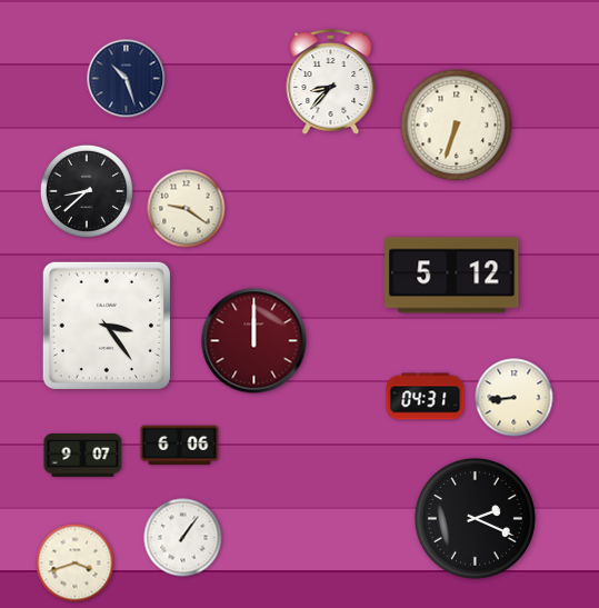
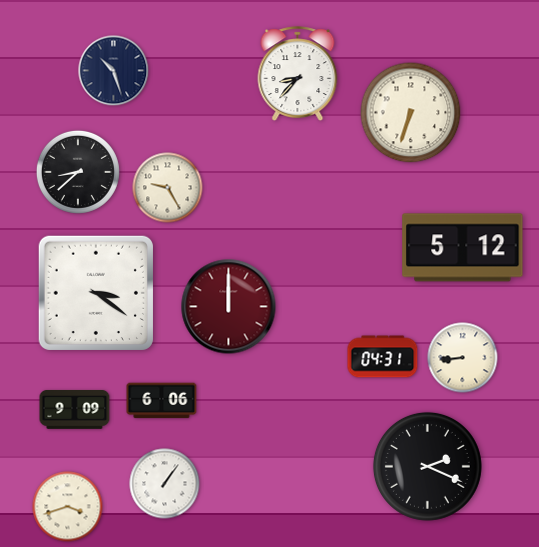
clock at (187, 209): 9:21 -> 9:25
clock at (452, 276) position: (452, 276) -> (463, 248)
clock at (107, 326): 3:24 -> 3:21
clock at (83, 456): 9:07 -> 9:09
